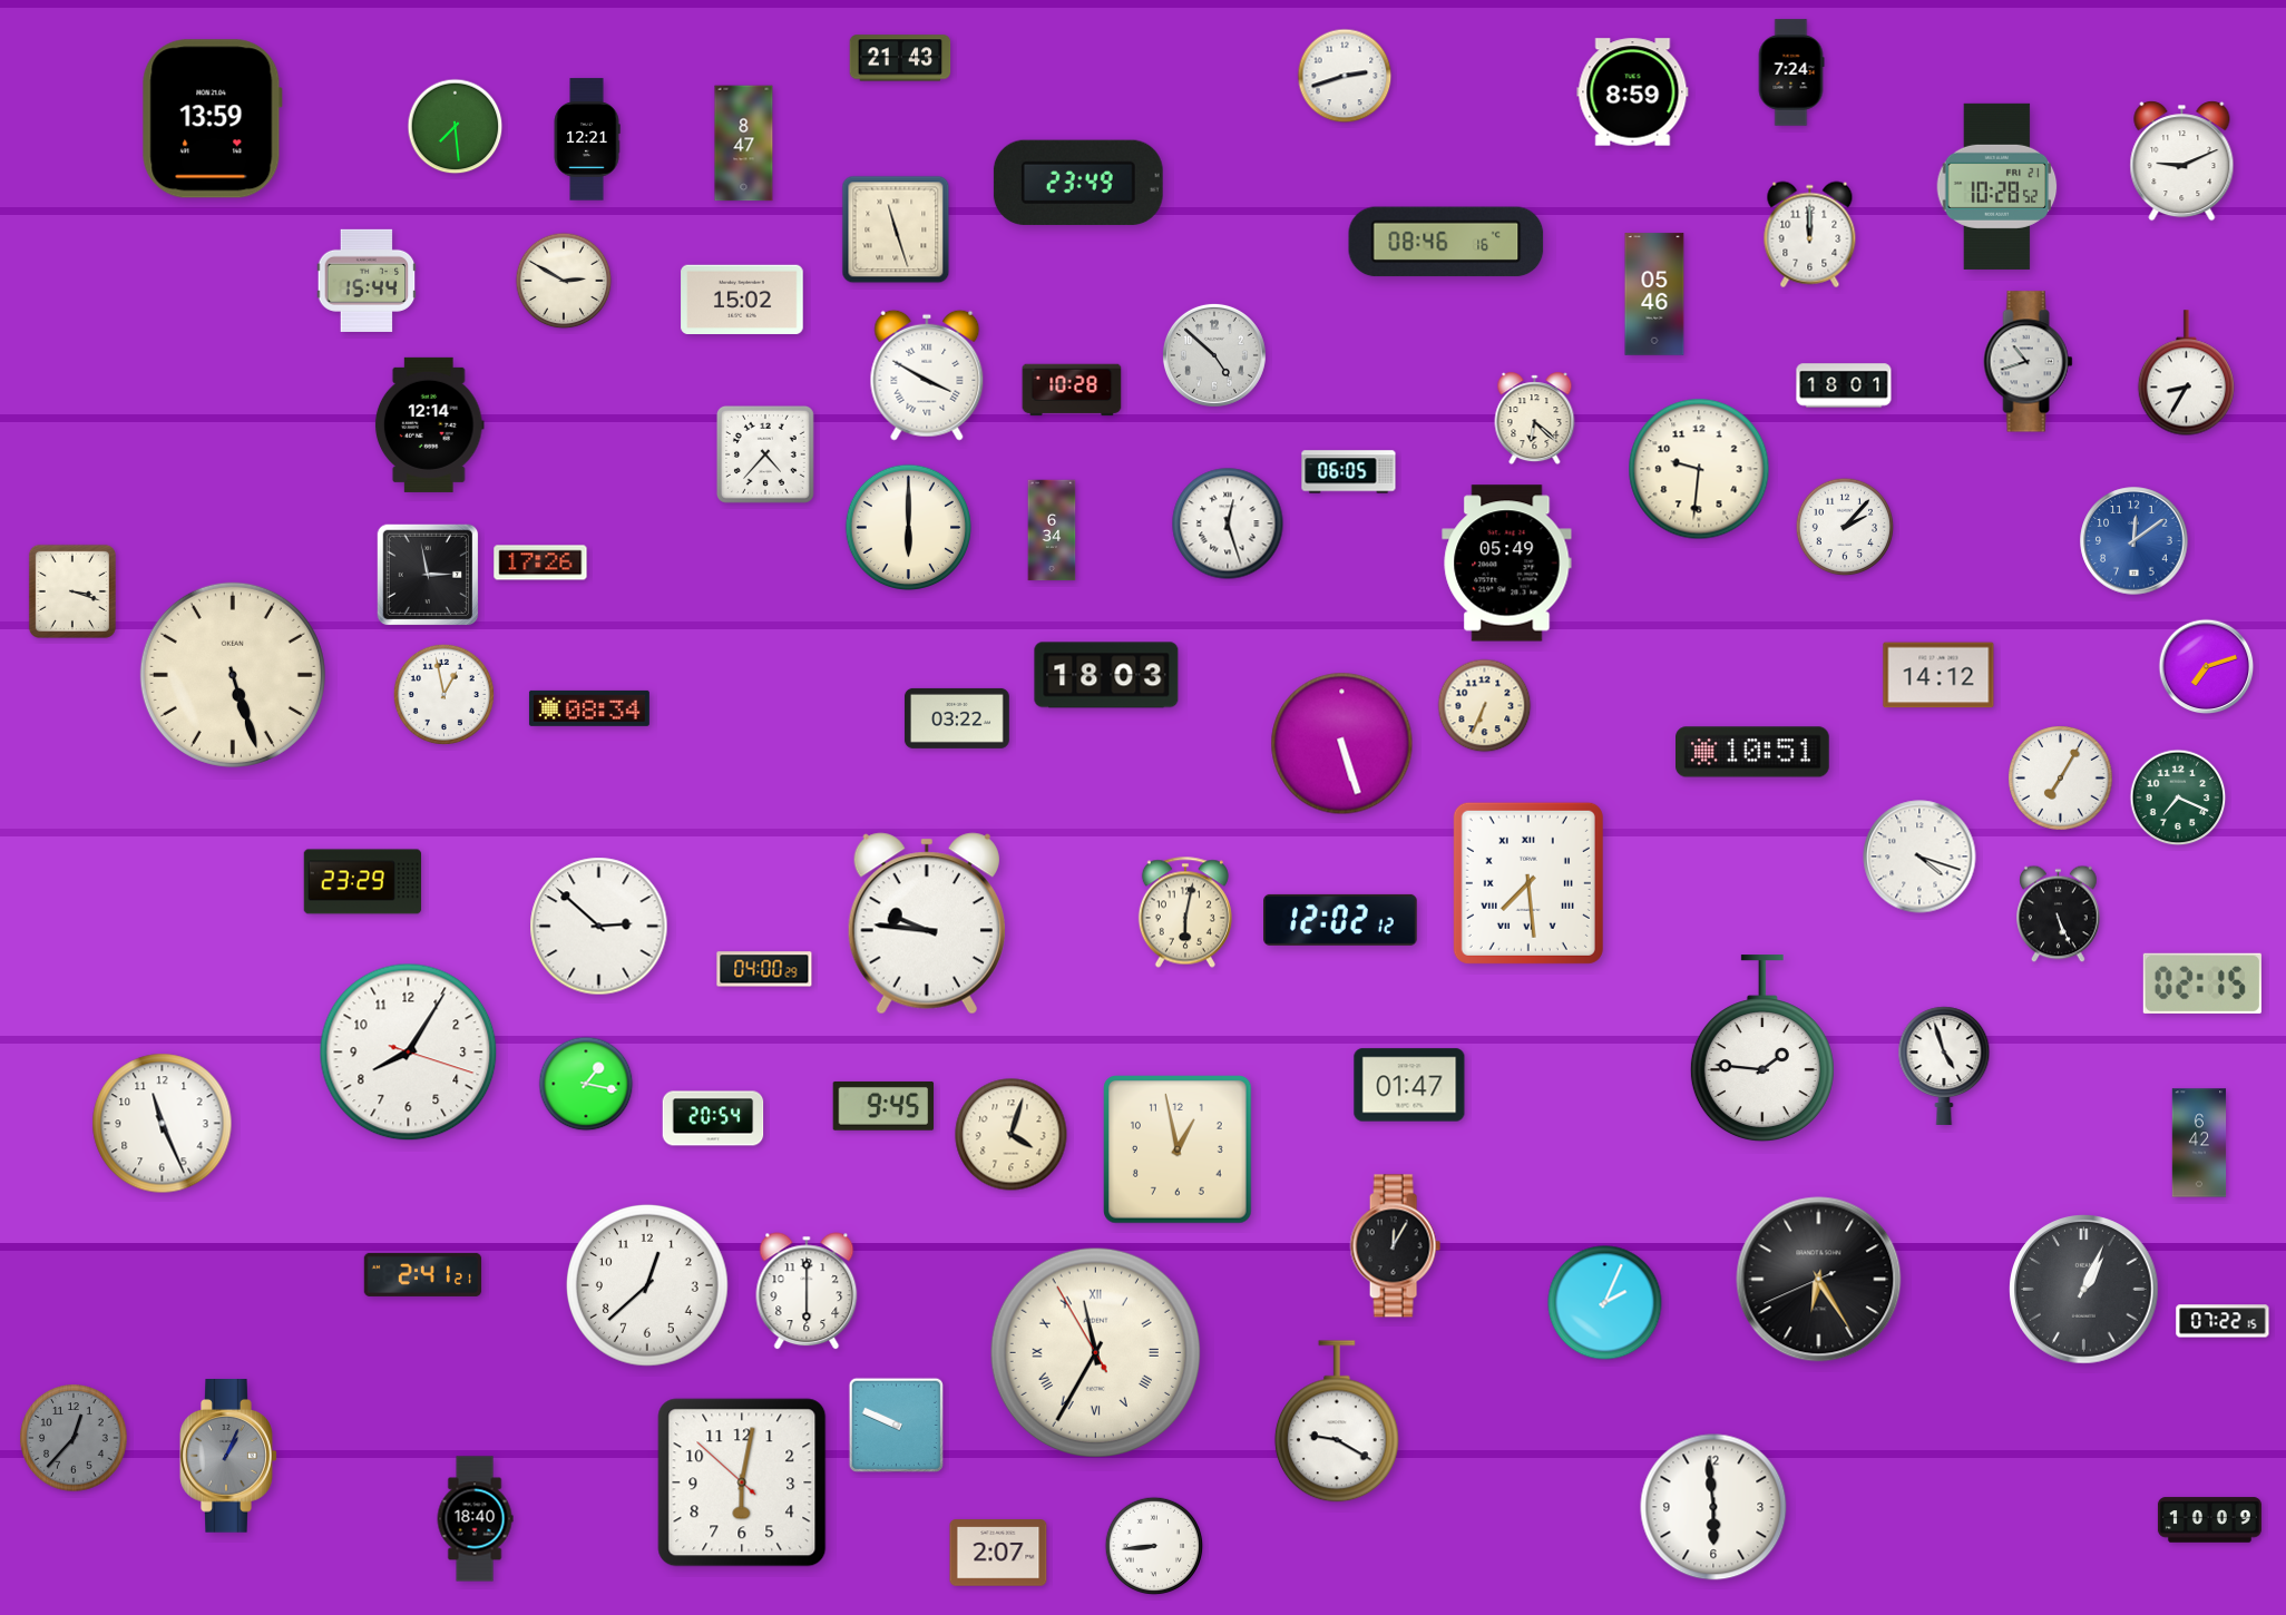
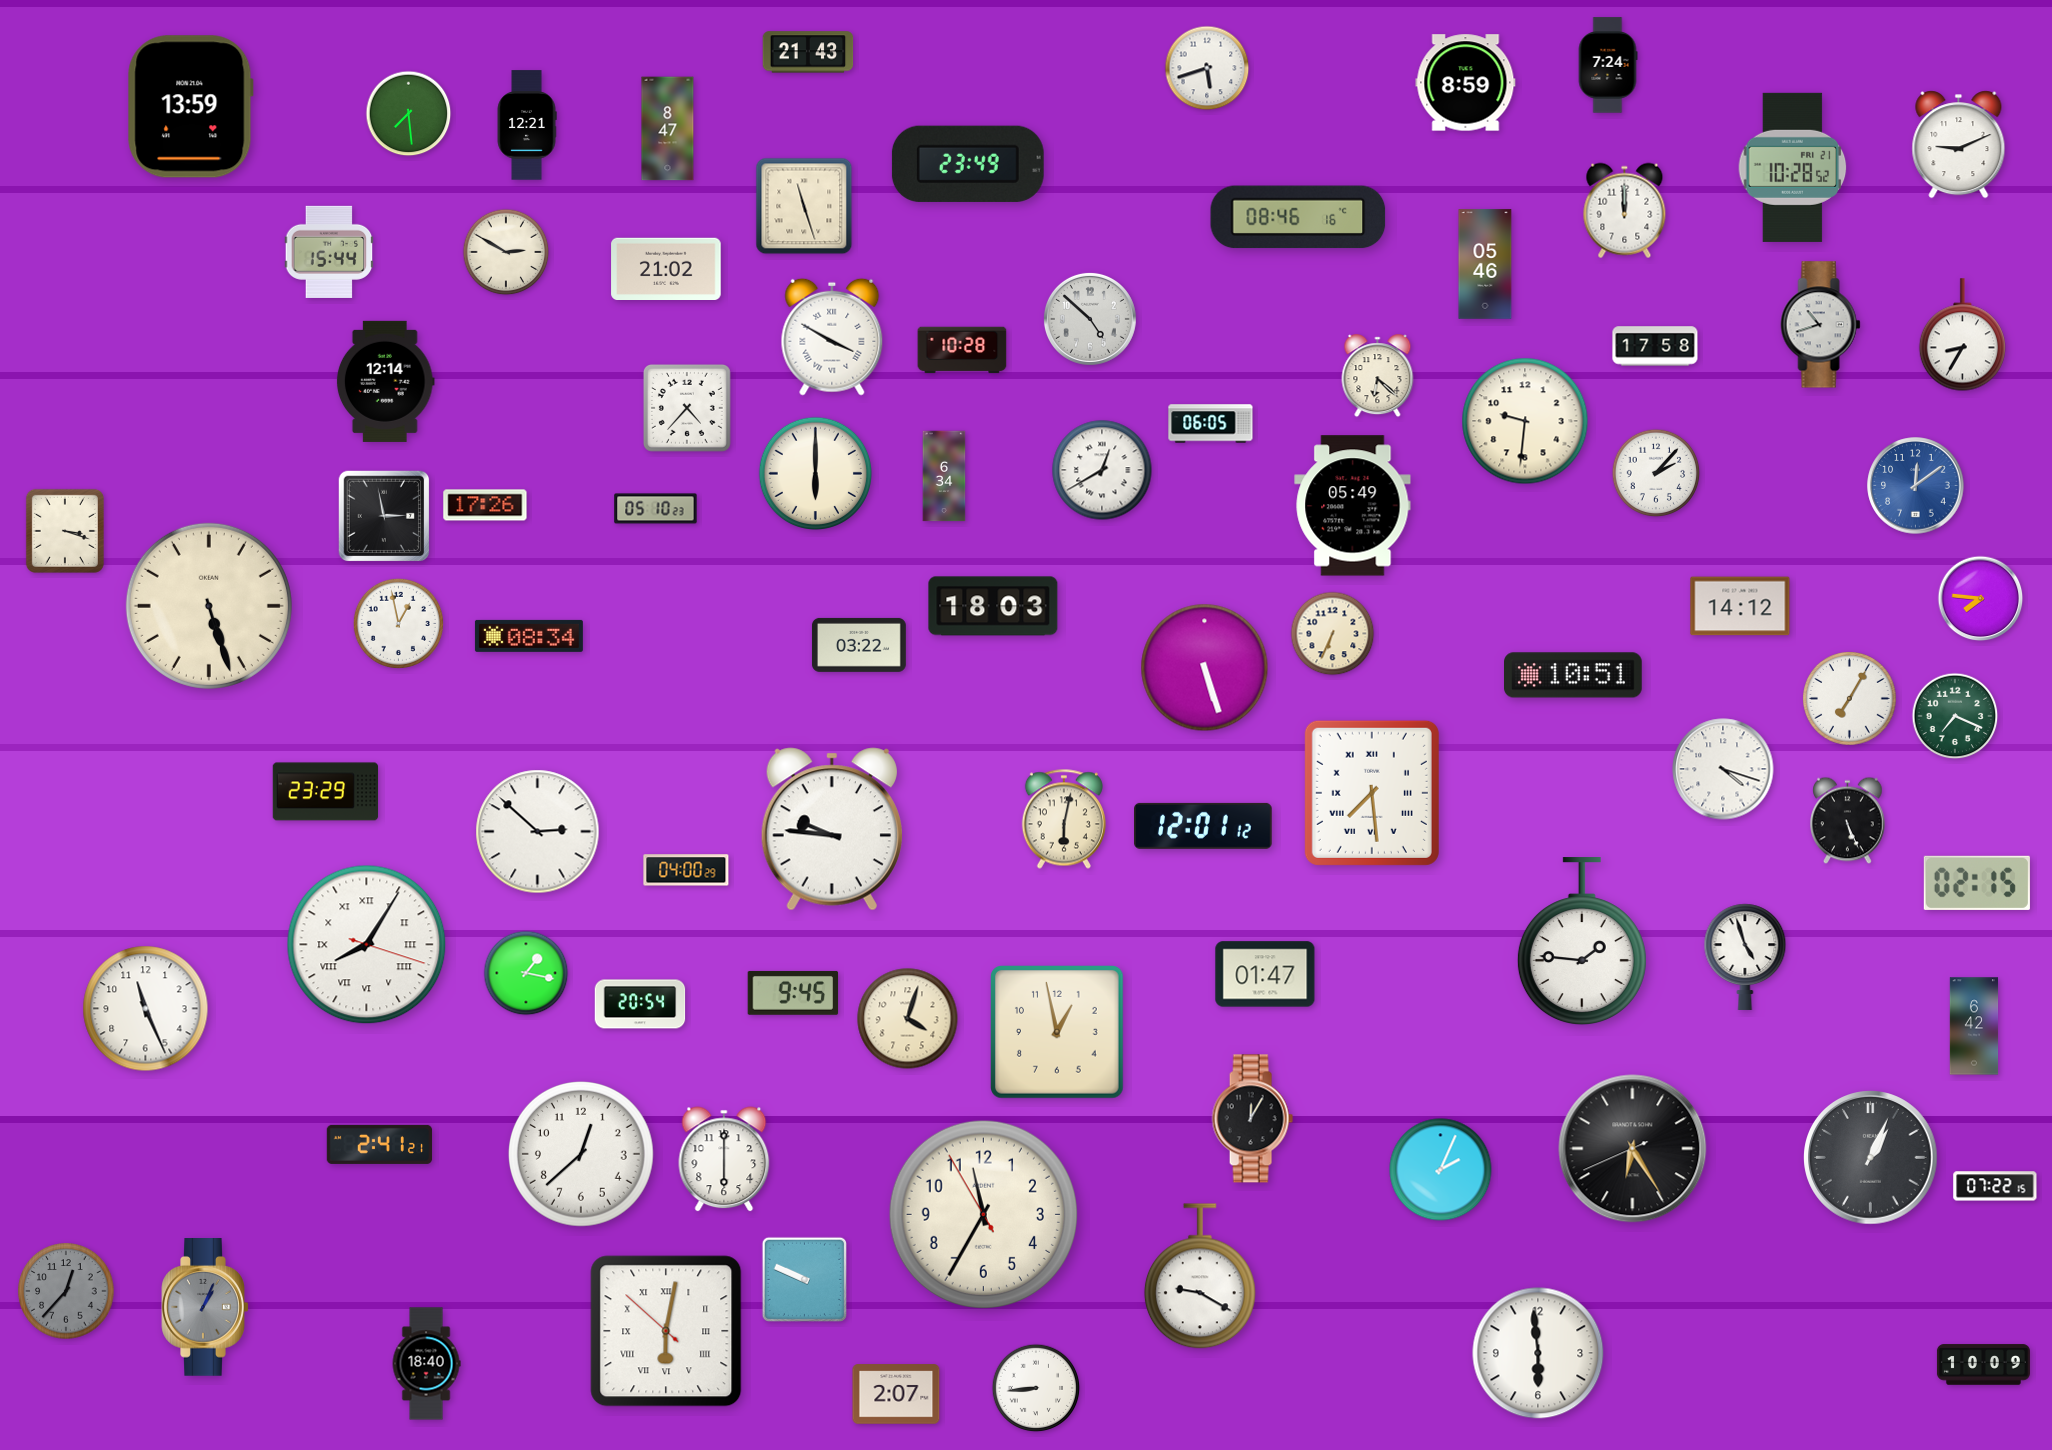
clock at (1345, 76): 2:42 -> 5:42
clock at (742, 298): 15:02 -> 21:02
clock at (1844, 385): 18:01 -> 17:58
clock at (1228, 523): 12:27 -> 12:40
clock at (656, 509): none -> 05:10
clock at (2207, 667): 7:12 -> 7:46
clock at (1341, 920): 12:02 -> 12:01
clock at (409, 1053) numerals: Arabic -> Roman
clock at (1095, 1352) numerals: Roman -> Arabic
clock at (742, 1482) numerals: Arabic -> Roman
